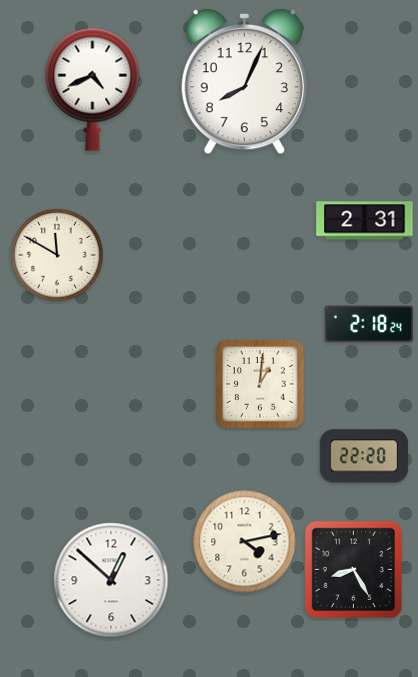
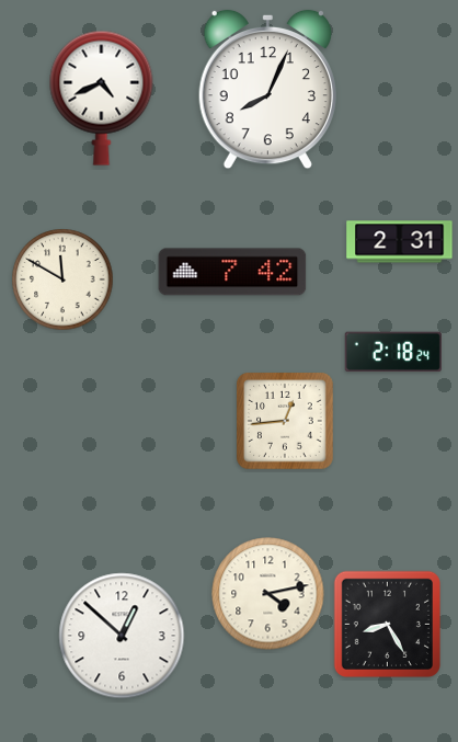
clock at (232, 272): none -> 7:42
clock at (369, 324) position: (369, 324) -> (393, 352)
clock at (261, 385): 1:01 -> 12:44
clock at (364, 456): 22:20 -> none
